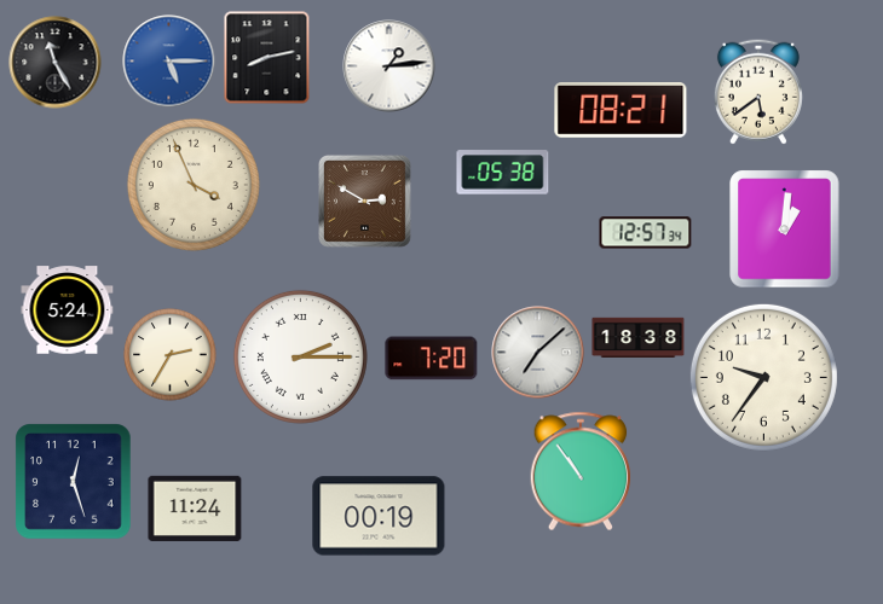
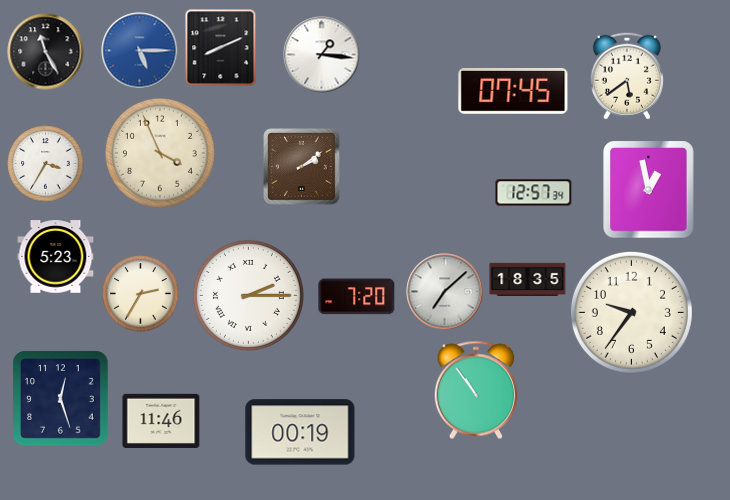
clock at (267, 58): 8:13 -> 8:11
clock at (389, 66): 1:14 -> 1:16
clock at (621, 111): 08:21 -> 07:45
clock at (503, 173): 05:38 -> none
clock at (46, 164): none -> 3:35
clock at (364, 201): 2:50 -> 2:09
clock at (785, 230): 1:01 -> 12:58
clock at (68, 310): 5:24 -> 5:23
clock at (639, 338): 18:38 -> 18:35
clock at (581, 471) position: (581, 471) -> (476, 390)
clock at (195, 509): 11:24 -> 11:46
clock at (379, 516) position: (379, 516) -> (300, 432)
